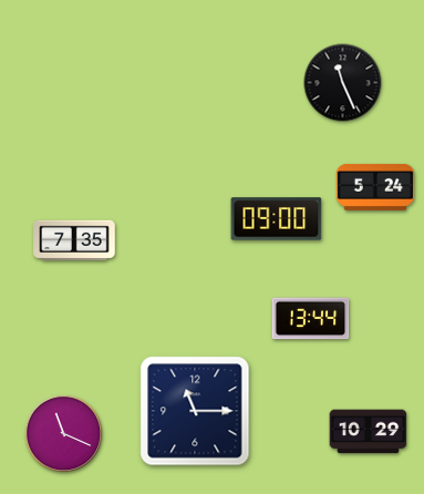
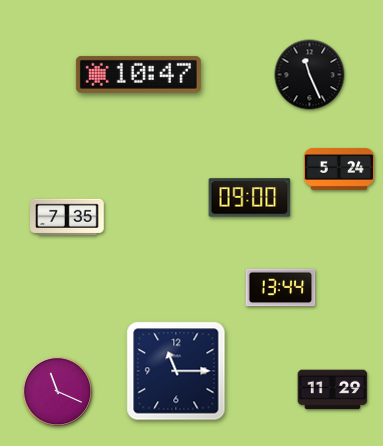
clock at (138, 74): none -> 10:47
clock at (369, 432): 10:29 -> 11:29
